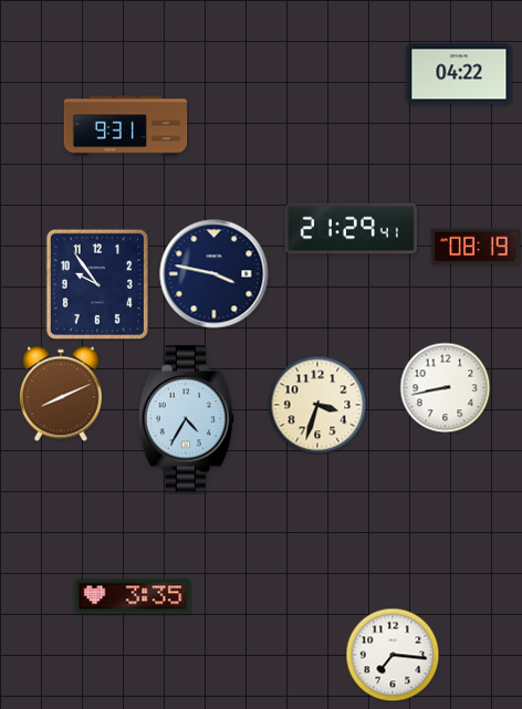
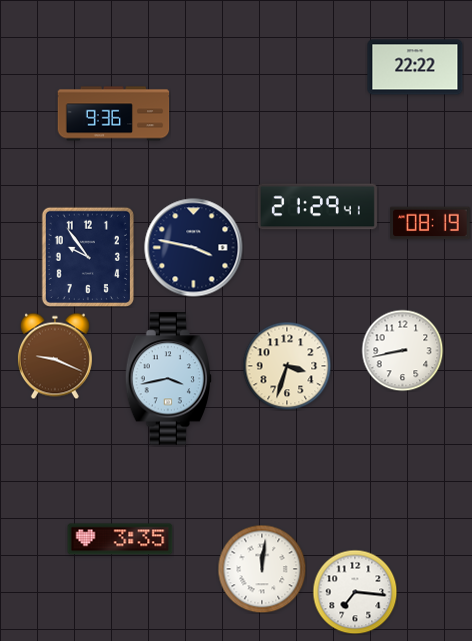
clock at (459, 74): 04:22 -> 22:22
clock at (126, 126): 9:31 -> 9:36
clock at (61, 394): 8:11 -> 9:19
clock at (186, 419): 4:35 -> 3:43
clock at (262, 569): none -> 12:01
